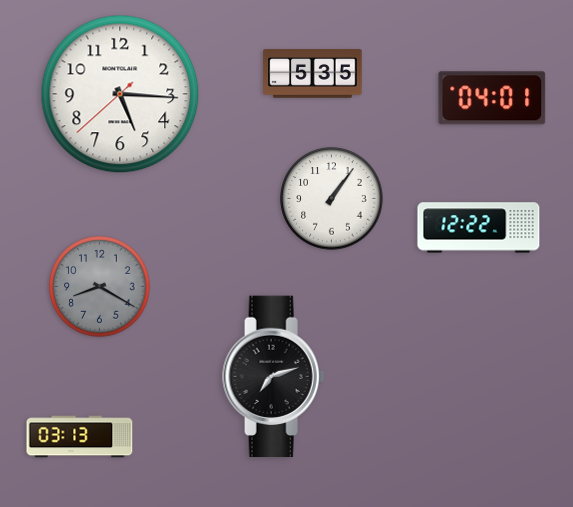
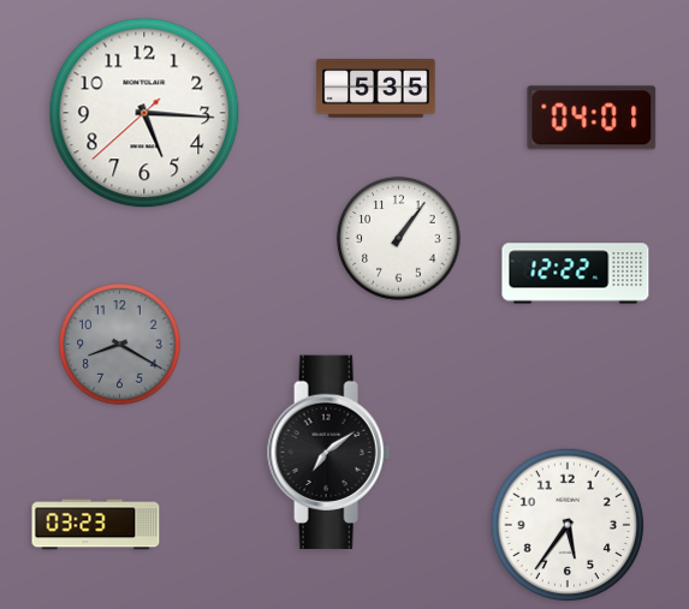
clock at (274, 377): 7:12 -> 7:09
clock at (566, 524): none -> 5:36
clock at (80, 437): 03:13 -> 03:23
